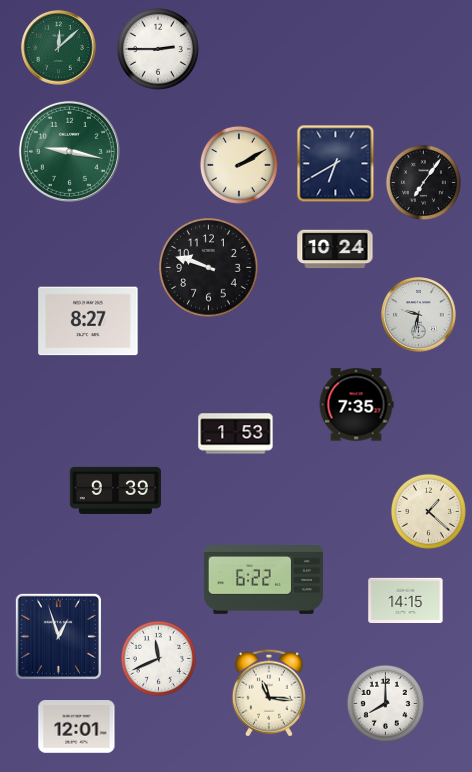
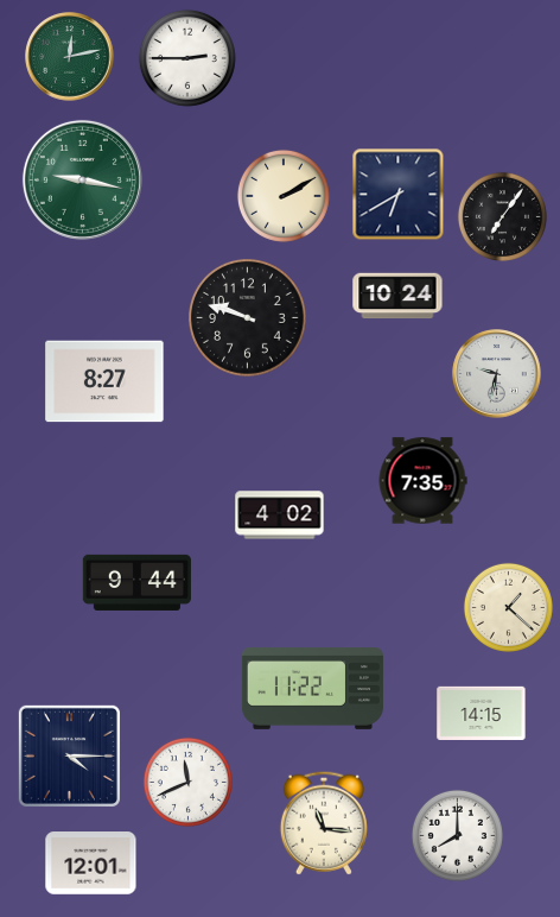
clock at (59, 48): 12:08 -> 12:13
clock at (236, 434): 1:53 -> 4:02
clock at (115, 490): 9:39 -> 9:44
clock at (263, 580): 6:22 -> 11:22
clock at (58, 636): 12:57 -> 4:15
clock at (269, 693) position: (269, 693) -> (324, 823)
